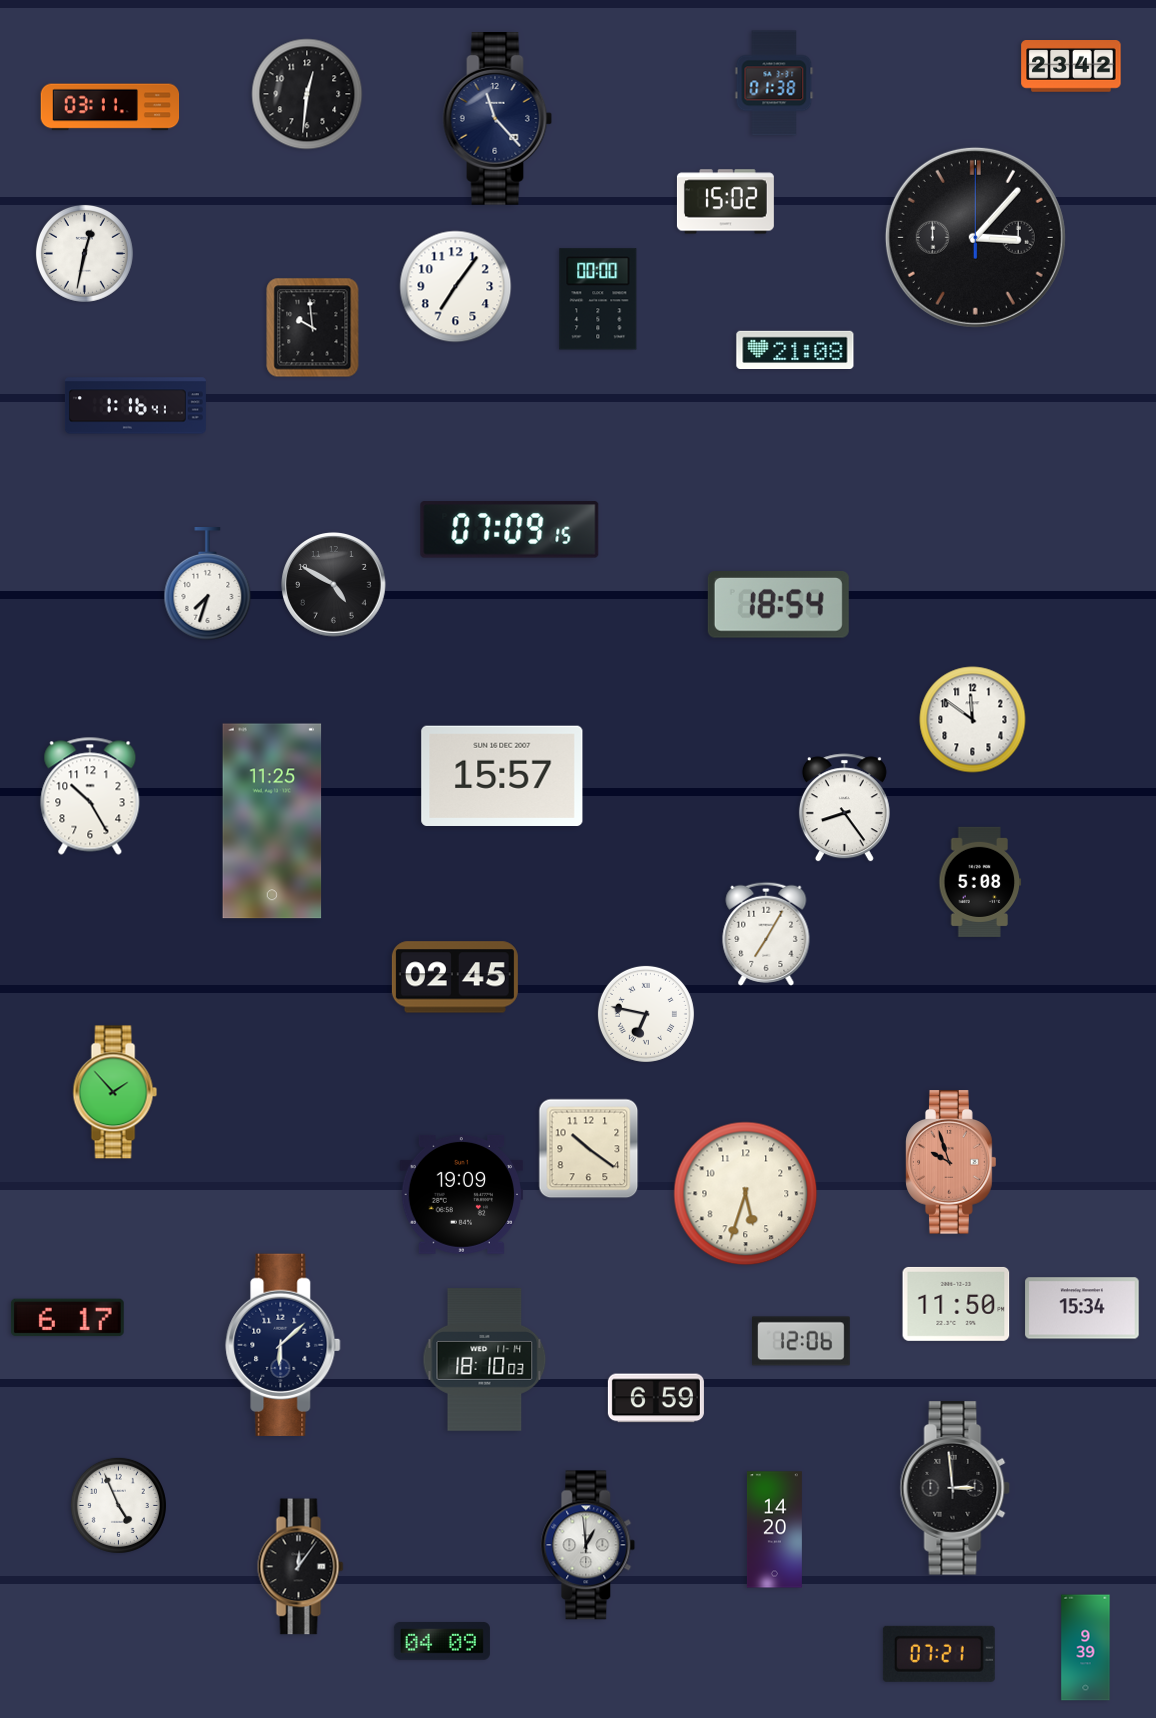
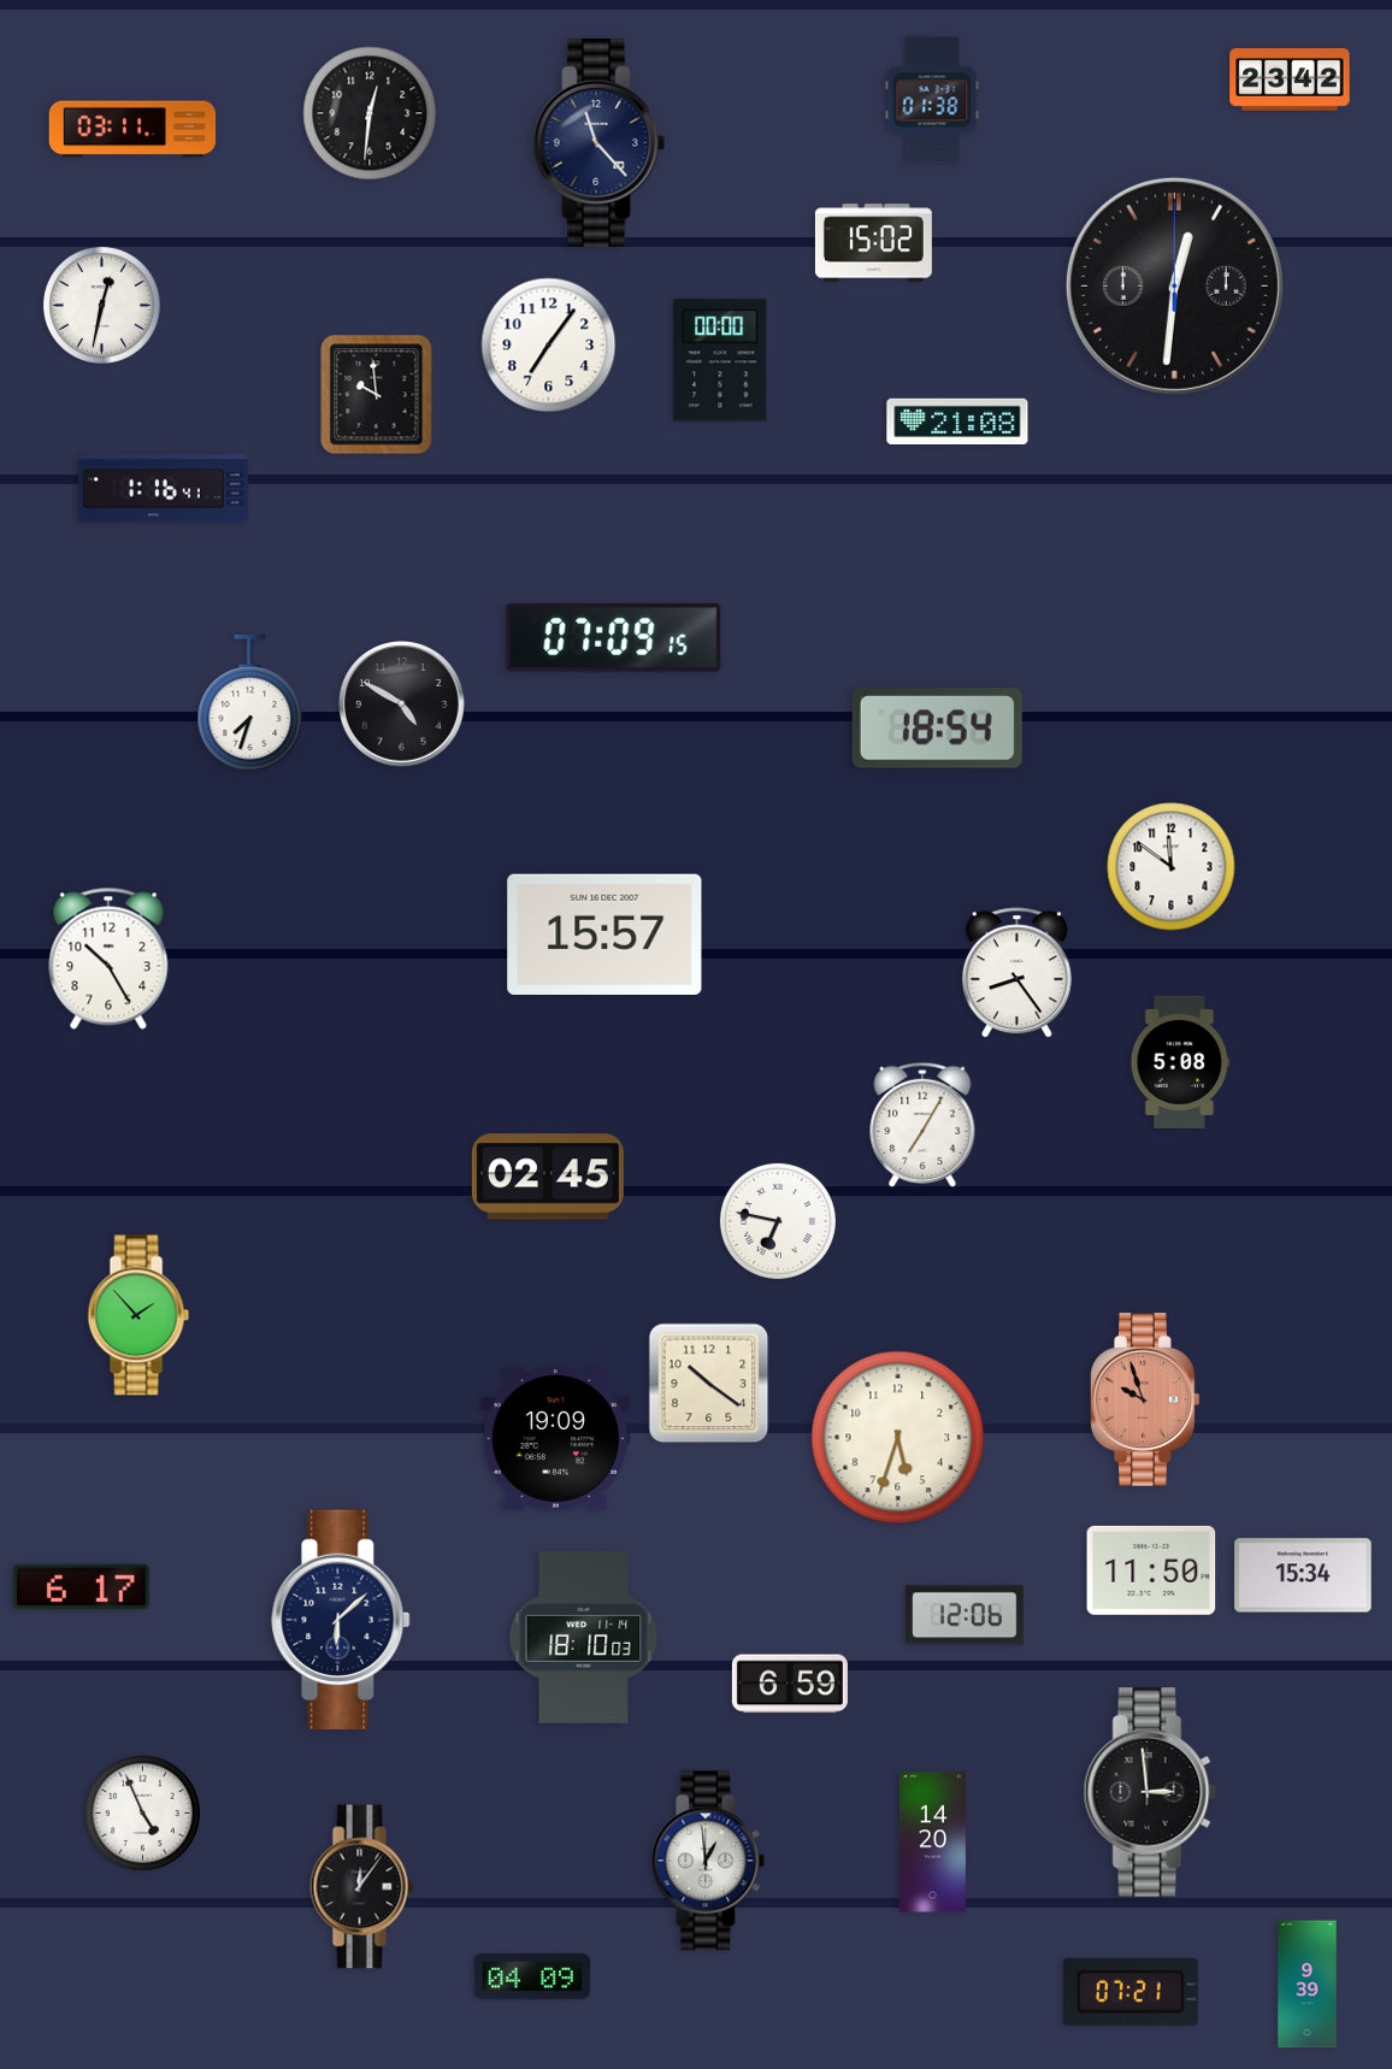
clock at (975, 237): 3:07 -> 12:31
clock at (272, 821): 11:25 -> none
